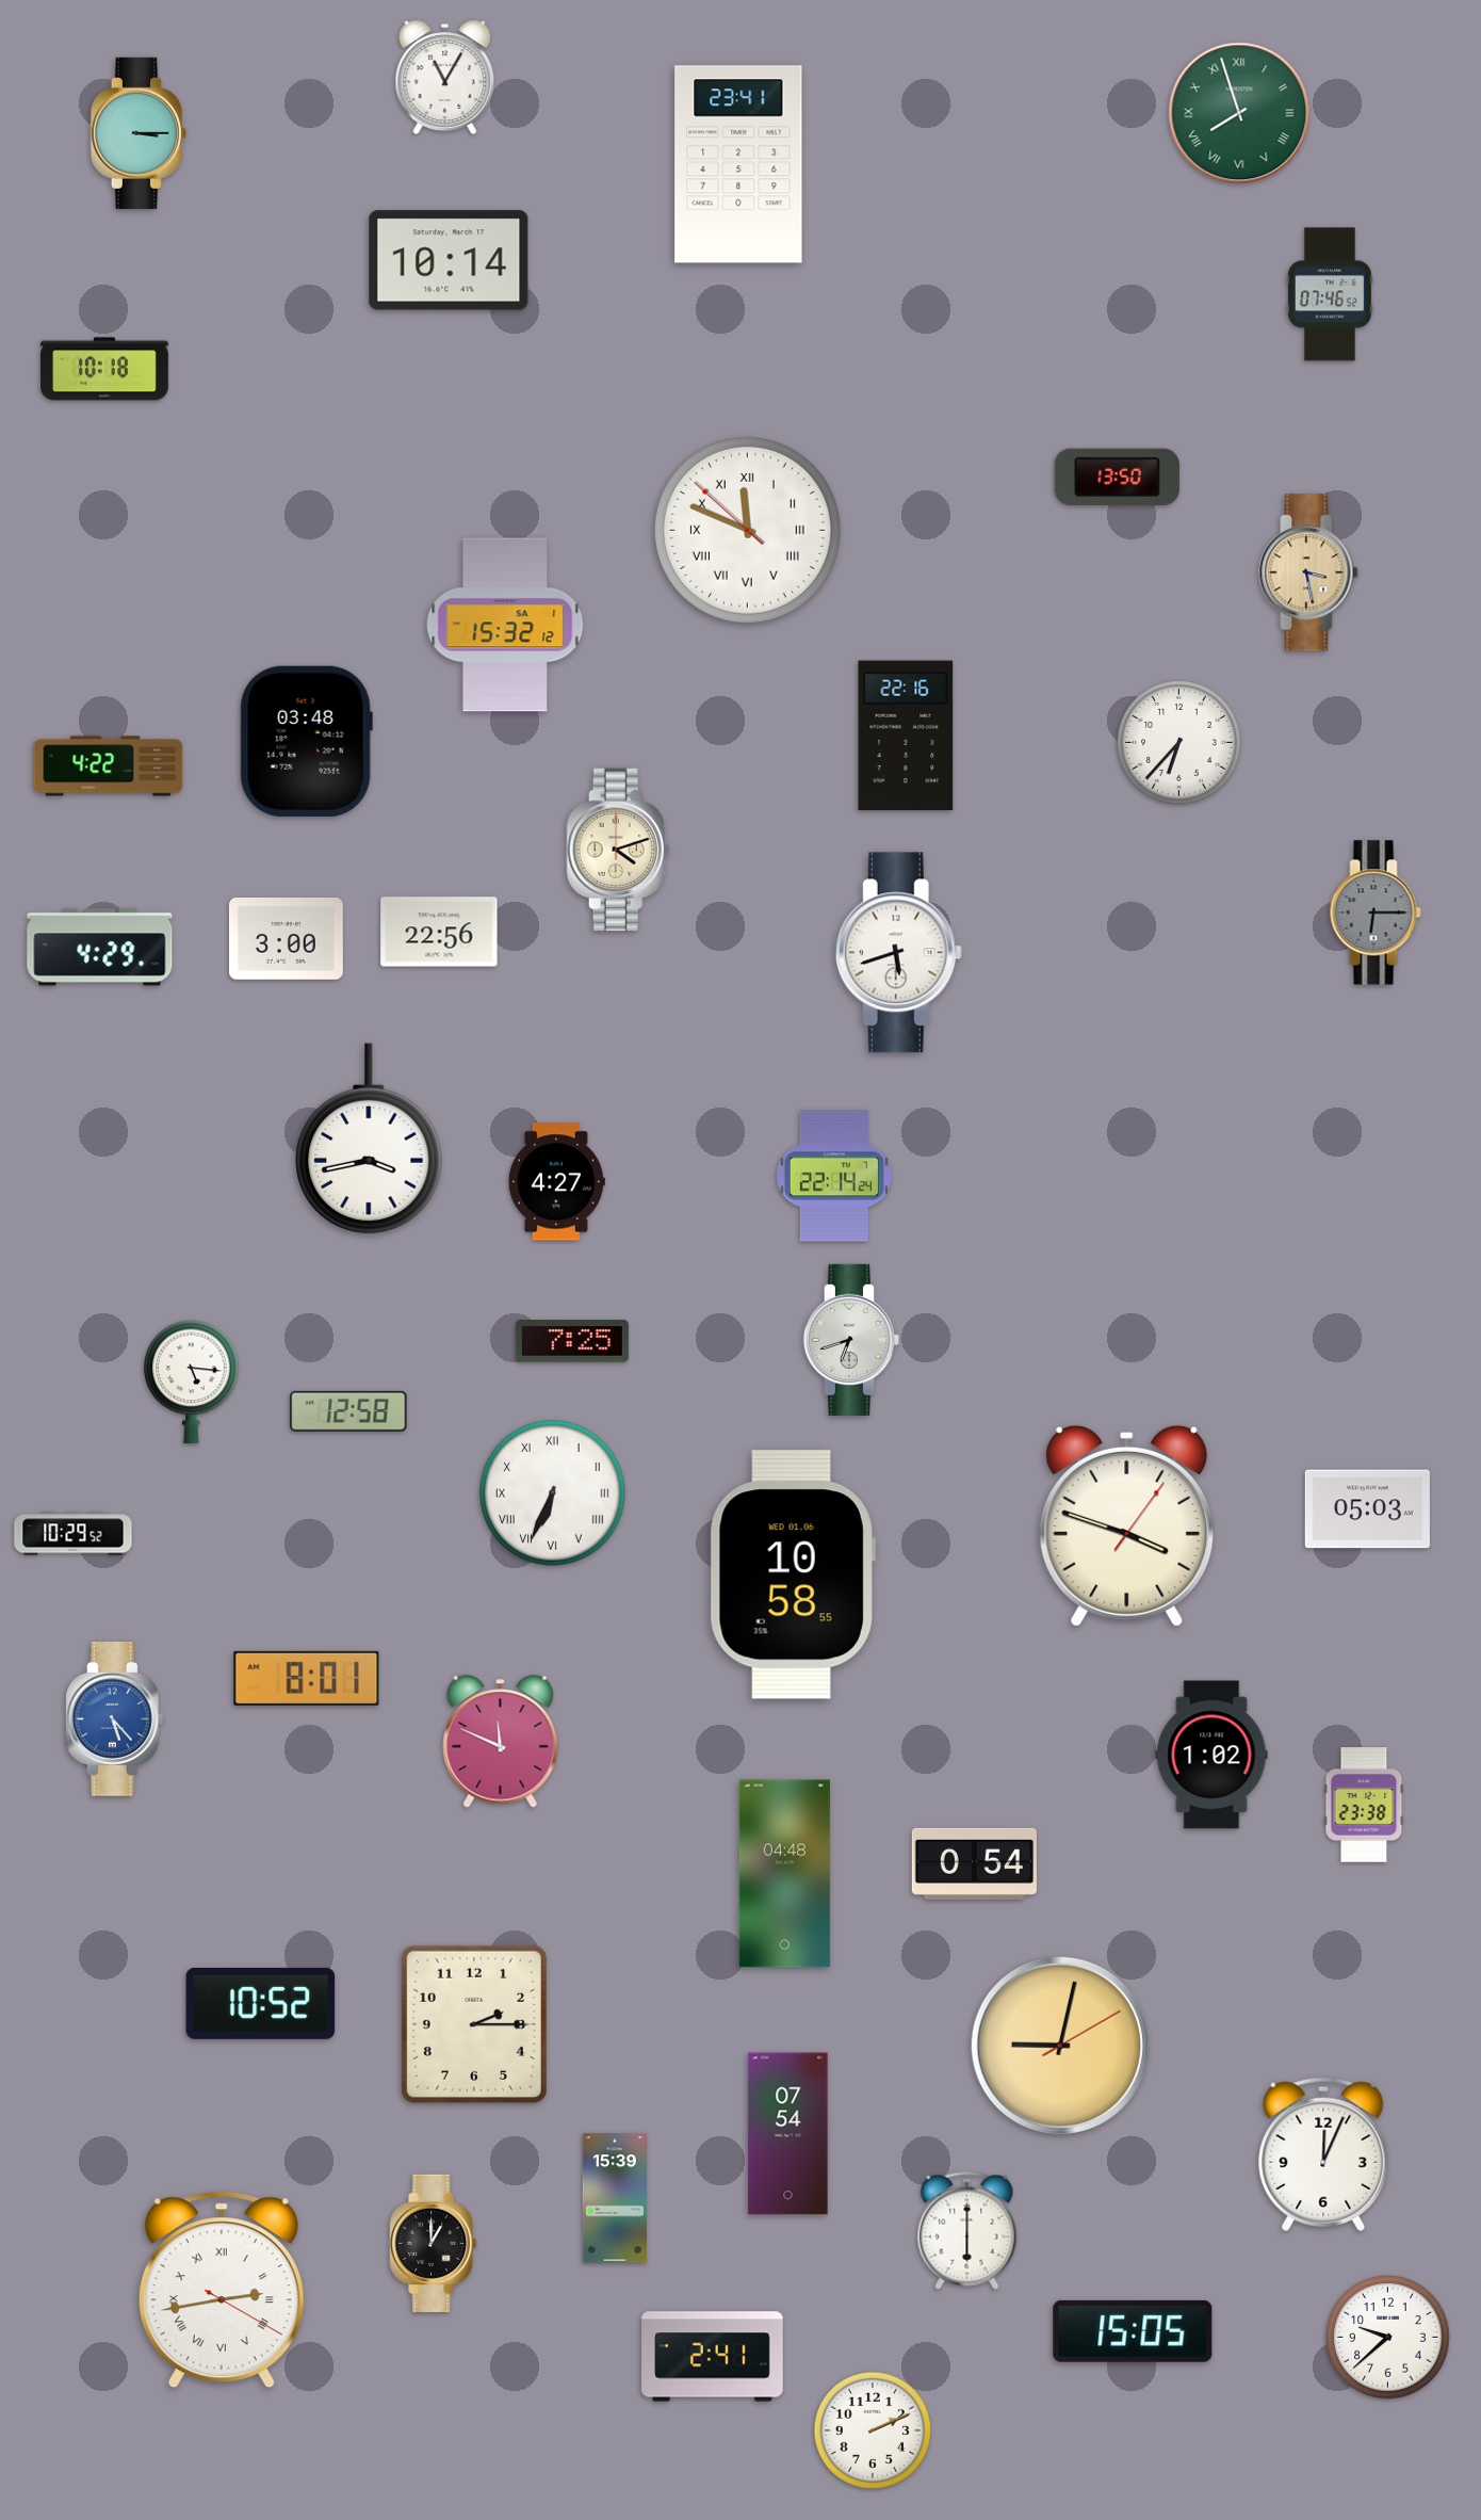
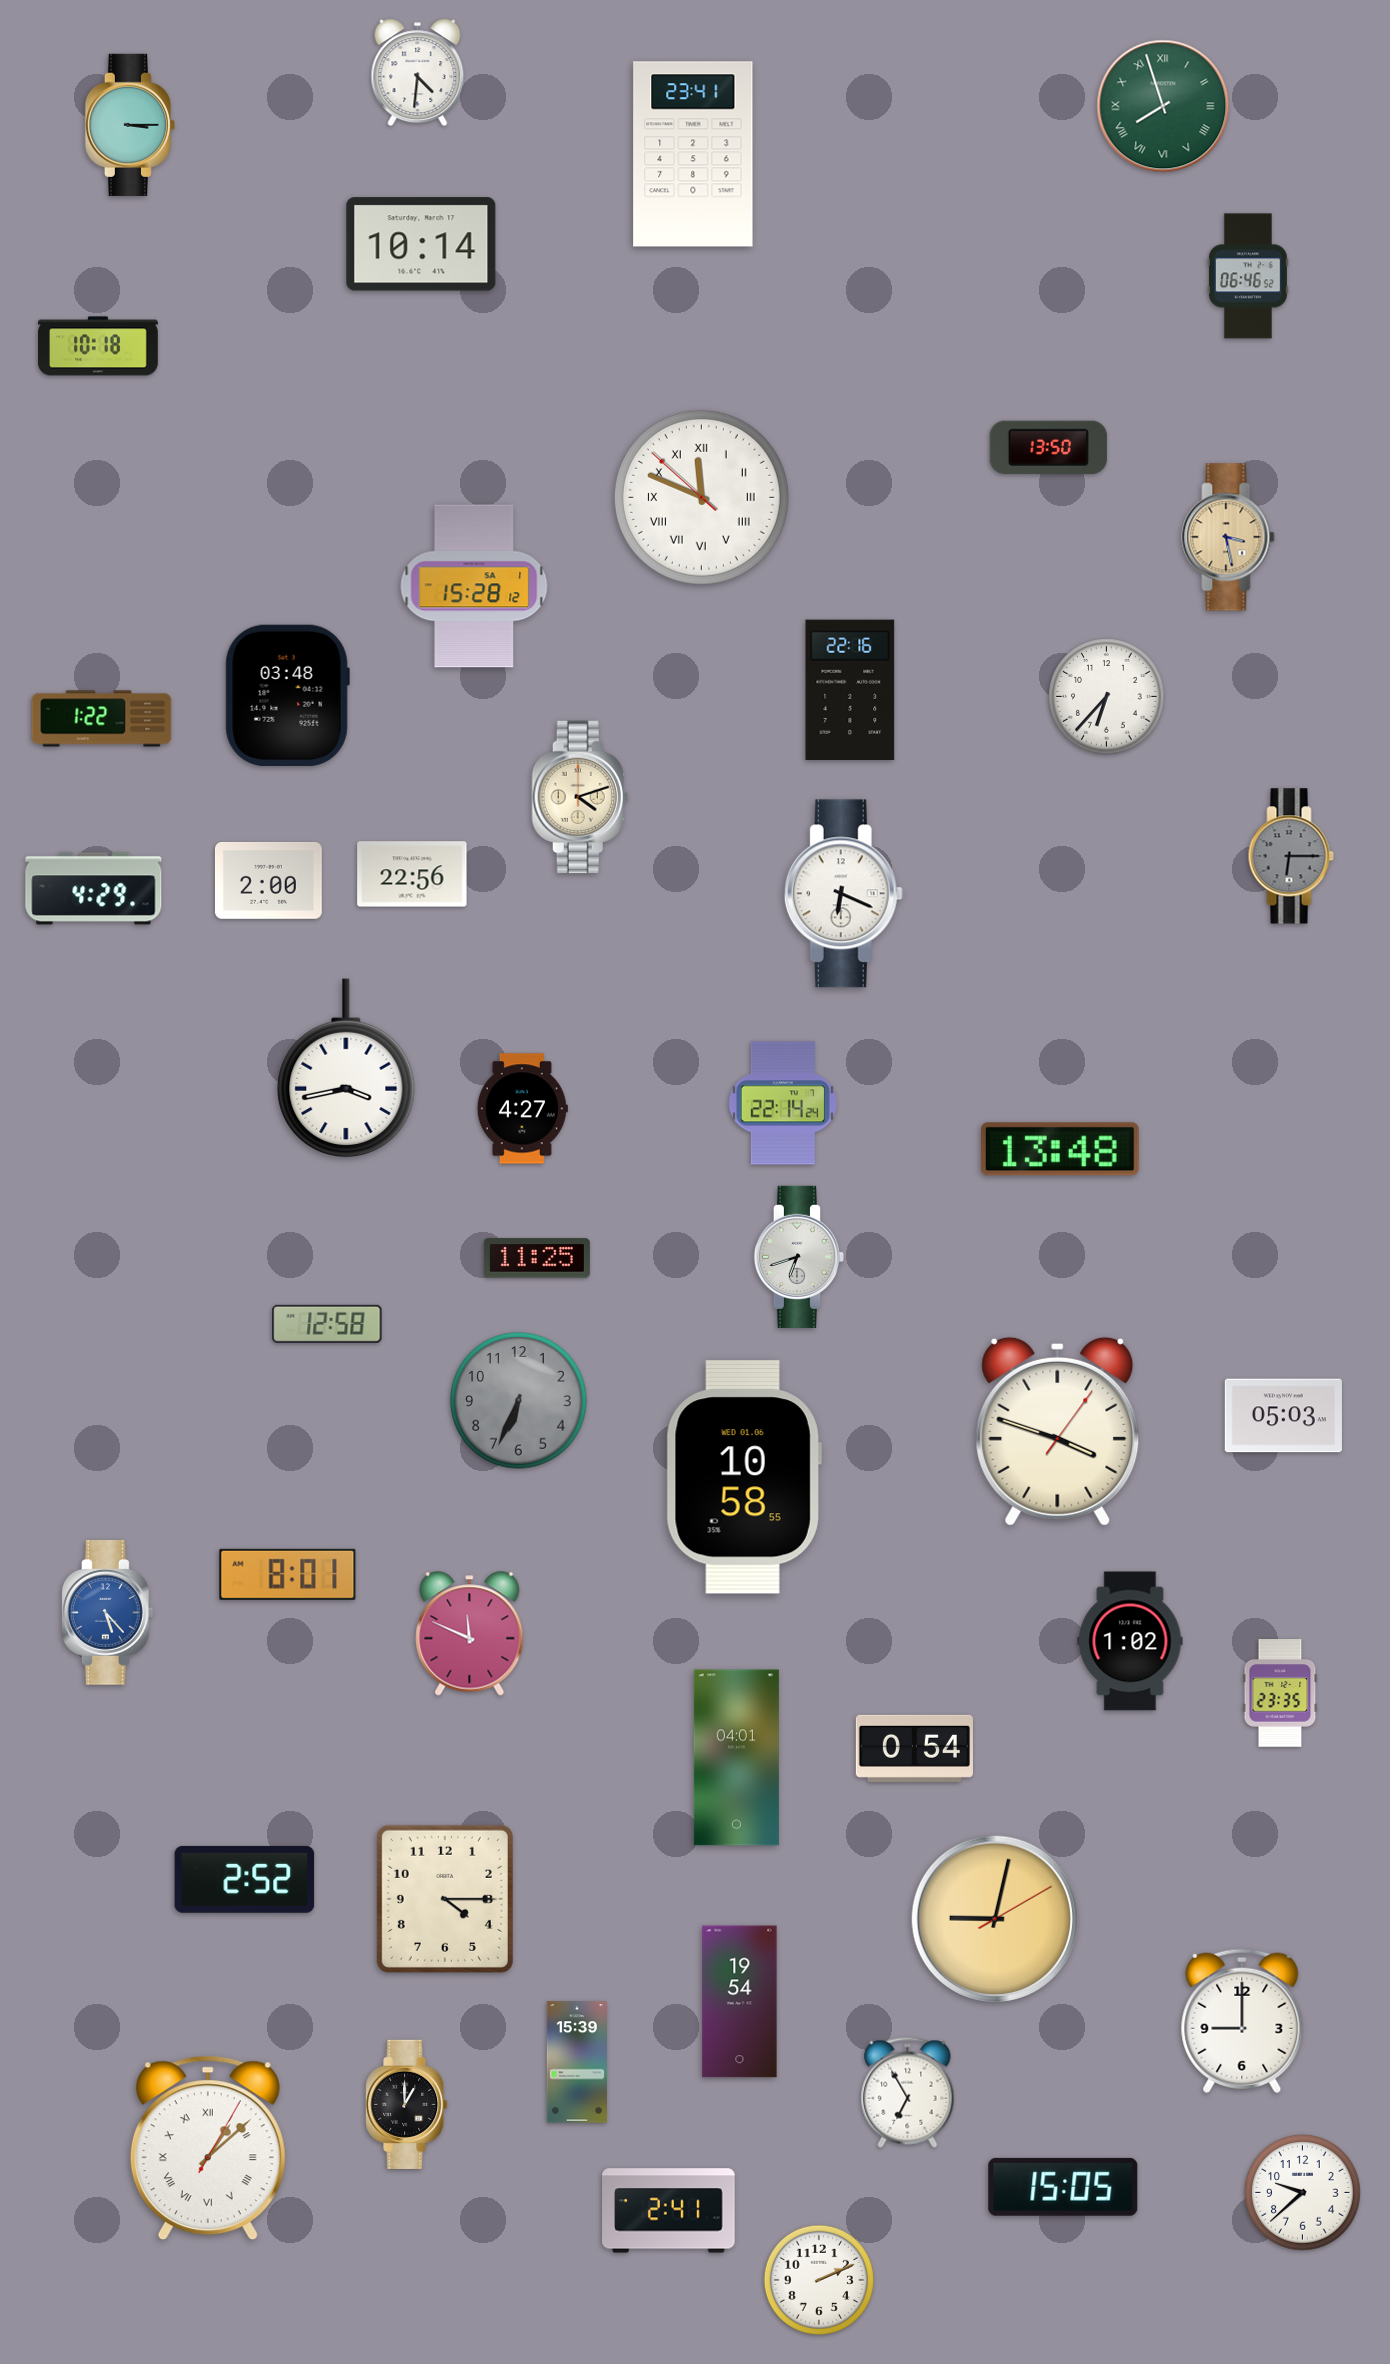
clock at (445, 78): 11:05 -> 4:31
clock at (1330, 294): 07:46 -> 06:46
clock at (505, 625): 15:32 -> 15:28
clock at (109, 766): 4:22 -> 1:22
clock at (286, 938): 3:00 -> 2:00
clock at (898, 953): 5:42 -> 6:19
clock at (1060, 1149): none -> 13:48
clock at (572, 1341): 7:25 -> 11:25
clock at (192, 1383): 5:16 -> none
clock at (553, 1493) dial: white -> grey
clock at (553, 1493) numerals: Roman -> Arabic
clock at (74, 1534): 10:29 -> none
clock at (1211, 1755) position: (1211, 1755) -> (1130, 1641)
clock at (1364, 1805): 23:38 -> 23:35
clock at (784, 1874): 04:48 -> 04:01
clock at (261, 2003): 10:52 -> 2:52
clock at (474, 2024): 2:15 -> 4:15
clock at (788, 2134): 07:54 -> 19:54
clock at (1323, 2154): 12:04 -> 9:00
clock at (967, 2230): 6:00 -> 6:55
clock at (222, 2290): 2:43 -> 1:08
